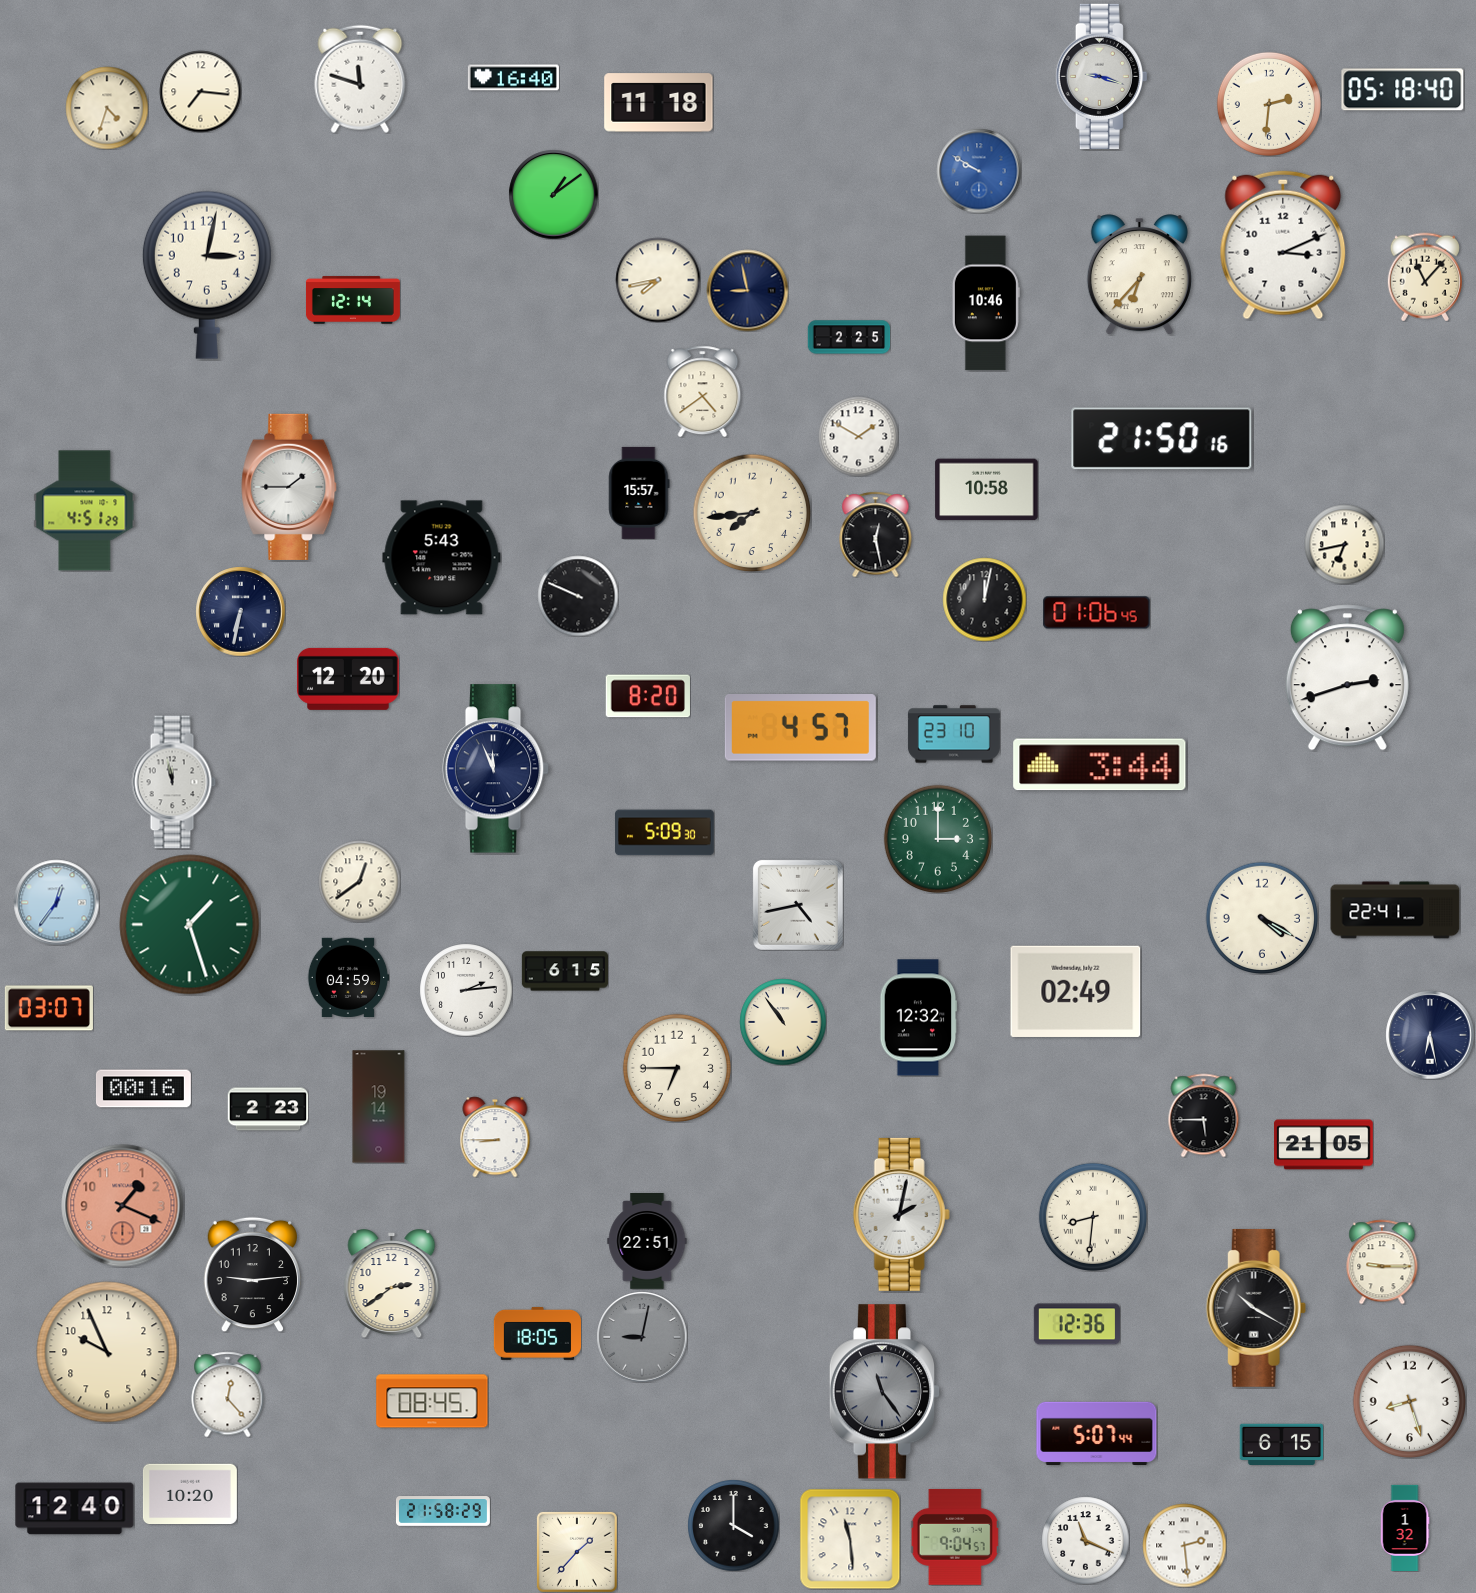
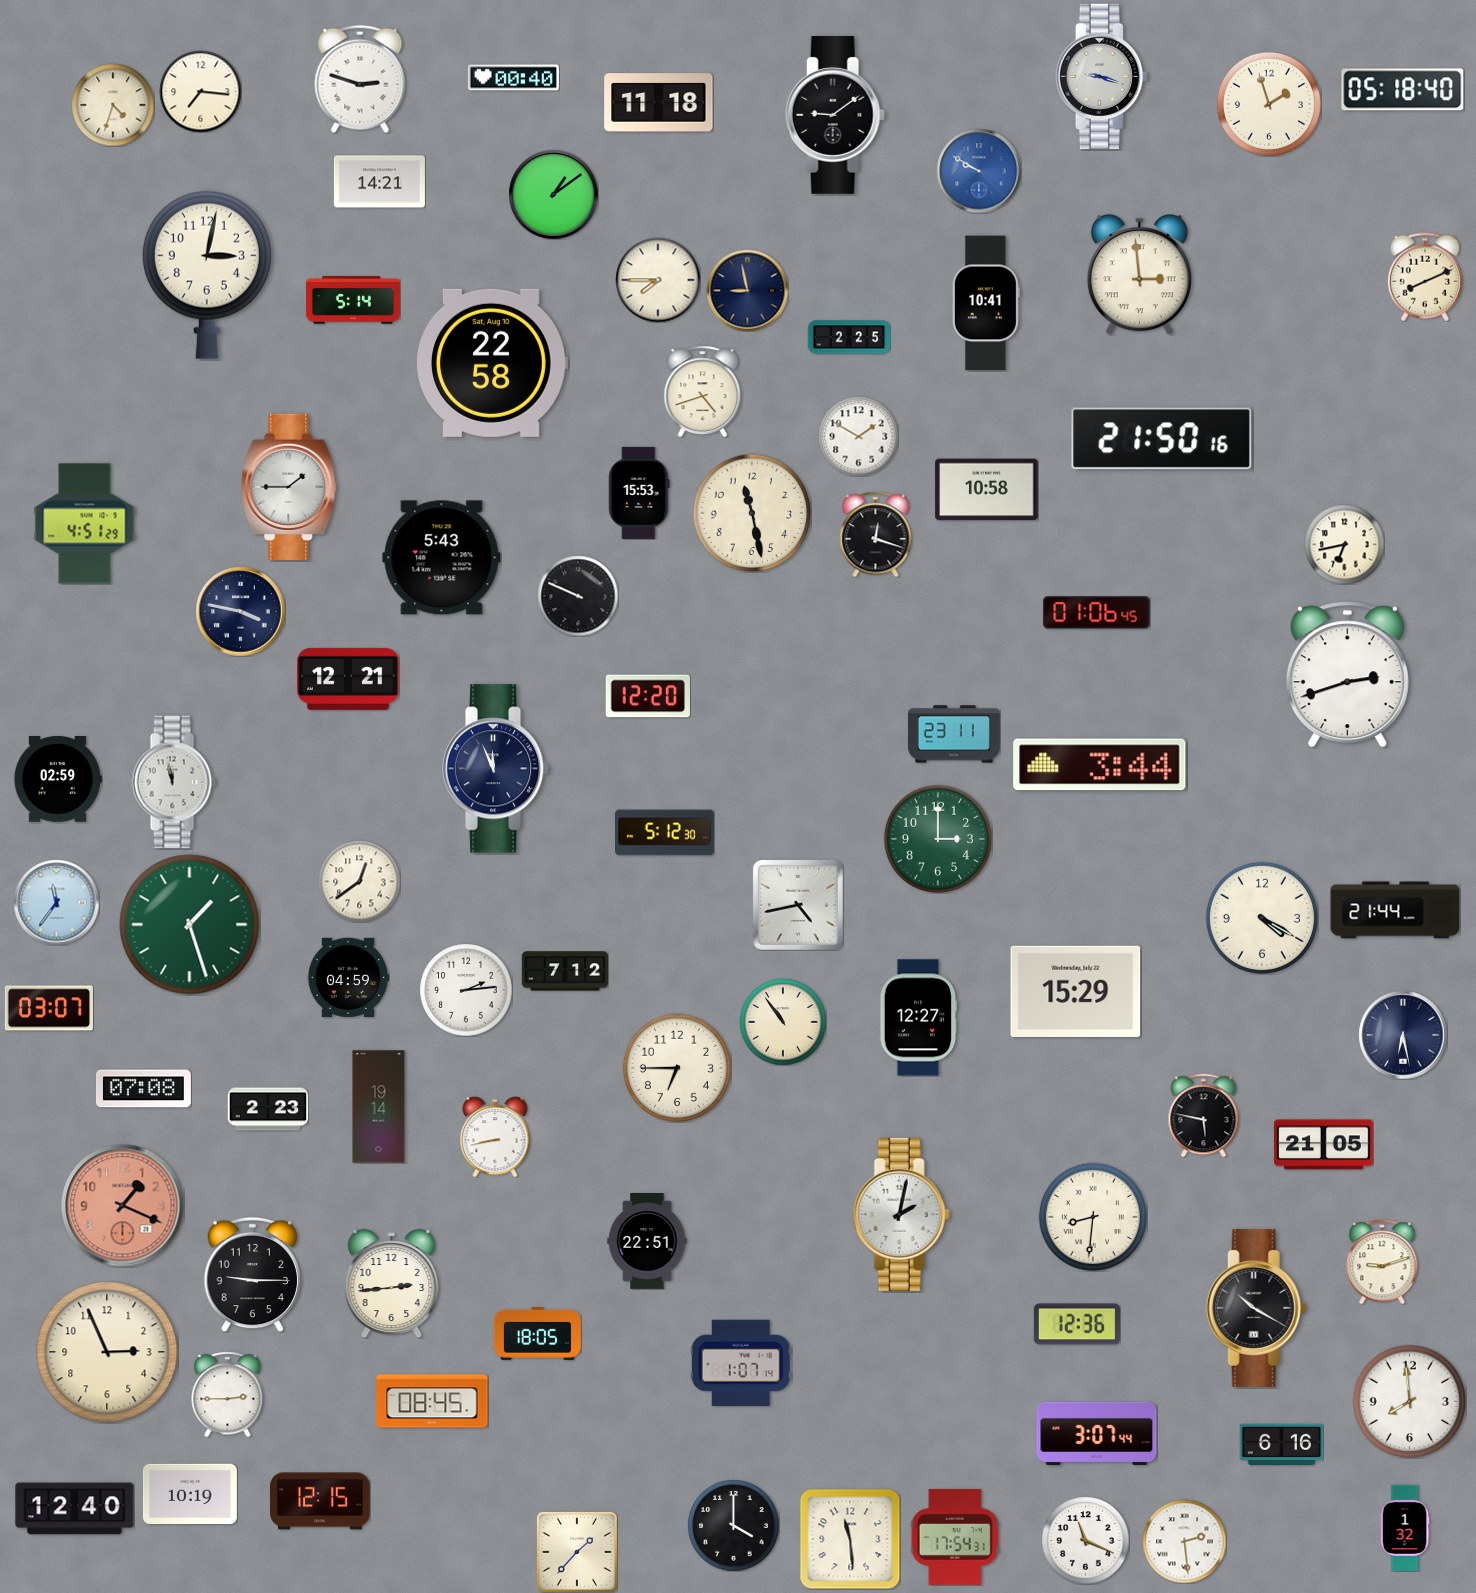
clock at (513, 78): 16:40 -> 00:40
clock at (360, 79): 11:48 -> 2:48
clock at (1269, 104): 2:31 -> 1:57
clock at (107, 108) position: (107, 108) -> (113, 105)
clock at (835, 115): none -> 9:09
clock at (379, 182): none -> 14:21
clock at (1283, 245): 3:11 -> none
clock at (1139, 275): 6:37 -> 2:59
clock at (1425, 277): 11:07 -> 8:11
clock at (658, 280): 7:43 -> 7:45
clock at (353, 300): 12:14 -> 5:14
clock at (986, 303): 10:46 -> 10:41
clock at (492, 363): none -> 22:58
clock at (703, 391): 4:39 -> 4:42
clock at (639, 493): 15:57 -> 15:53
clock at (85, 511) position: (85, 511) -> (85, 524)
clock at (752, 513): 7:44 -> 11:28
clock at (876, 534): 12:28 -> 12:18
clock at (984, 599): 12:02 -> none
clock at (240, 611): 6:32 -> 3:47
clock at (1347, 678) position: (1347, 678) -> (1347, 675)
clock at (348, 679): 12:20 -> 12:21
clock at (648, 696): 8:20 -> 12:20
clock at (800, 728): 4:57 -> none
clock at (954, 734): 23:10 -> 23:11
clock at (58, 779): none -> 02:59
clock at (665, 833): 5:09 -> 5:12
clock at (56, 902): 12:36 -> 11:36
clock at (1395, 910): 22:41 -> 21:44
clock at (564, 971): 6:15 -> 7:12
clock at (1076, 991): 02:49 -> 15:29
clock at (919, 1018): 12:32 -> 12:27
clock at (1430, 1035) position: (1430, 1035) -> (1403, 1035)
clock at (143, 1089): 00:16 -> 07:08
clock at (1204, 1115): 5:45 -> 5:47
clock at (495, 1137): 8:45 -> 8:43
clock at (1382, 1262): 9:15 -> 9:12
clock at (253, 1274): 9:14 -> 9:15
clock at (392, 1284): 2:39 -> 2:44
clock at (642, 1337): 9:02 -> none
clock at (107, 1352): 9:56 -> 2:56
clock at (741, 1362): none -> 1:07
clock at (885, 1392): 11:24 -> none
clock at (228, 1394): 12:23 -> 2:45
clock at (1409, 1401): 8:27 -> 7:59
clock at (1097, 1433): 5:07 -> 3:07
clock at (1281, 1445): 6:15 -> 6:16
clock at (190, 1493): 10:20 -> 10:19
clock at (320, 1501): none -> 12:15
clock at (443, 1512): 21:58 -> none
clock at (955, 1537): 9:04 -> 17:54
clock at (1184, 1545) position: (1184, 1545) -> (1184, 1541)
